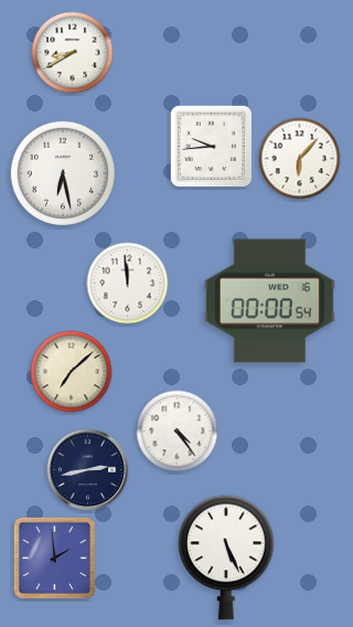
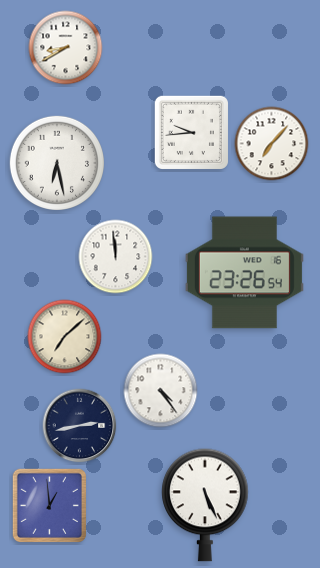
clock at (300, 159): 6:07 -> 7:07
clock at (63, 173) position: (63, 173) -> (57, 163)
clock at (269, 301): 00:00 -> 23:26
clock at (54, 557): 1:59 -> 12:59
